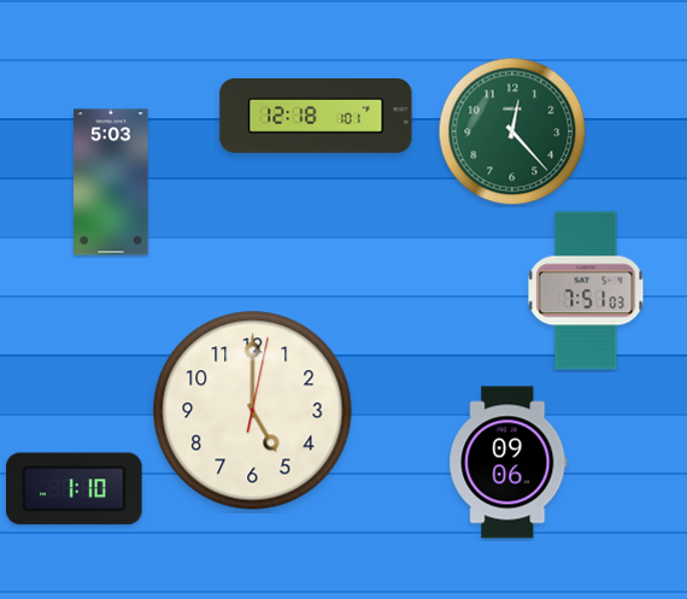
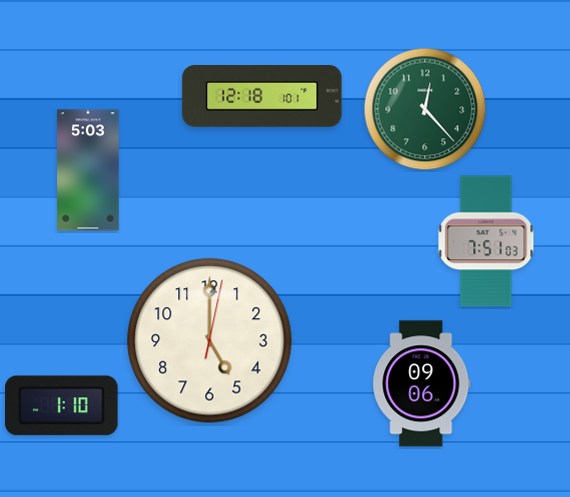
clock at (111, 182) position: (111, 182) -> (88, 170)
